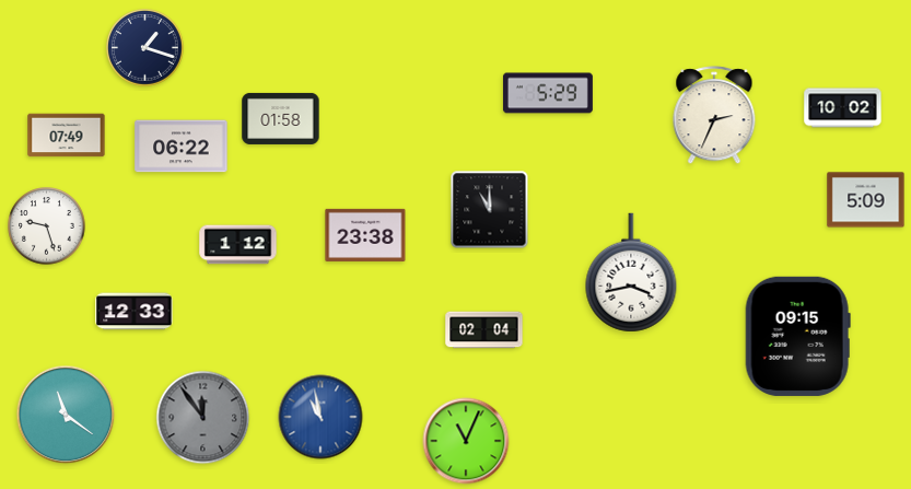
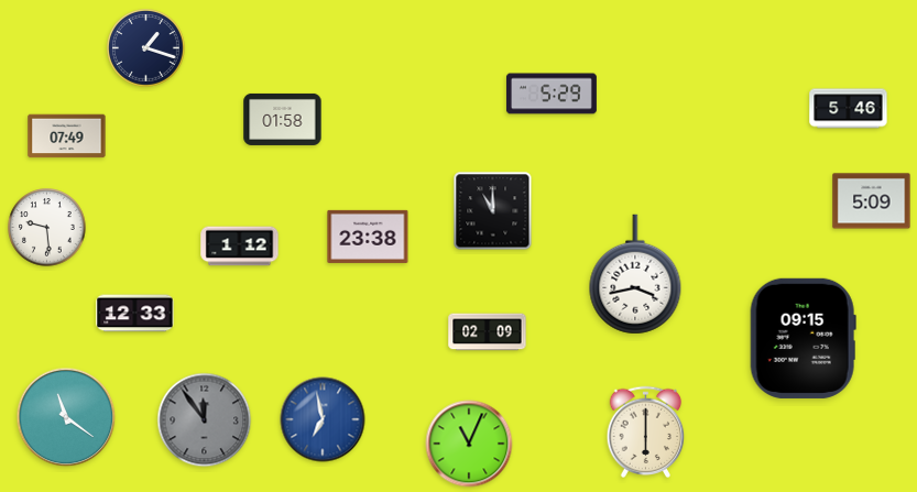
clock at (843, 108): 10:02 -> 5:46
clock at (714, 116): 2:34 -> none
clock at (182, 147): 06:22 -> none
clock at (47, 226): 9:27 -> 9:29
clock at (484, 330): 02:04 -> 02:09
clock at (320, 417): 10:58 -> 6:58
clock at (646, 431): none -> 6:00
